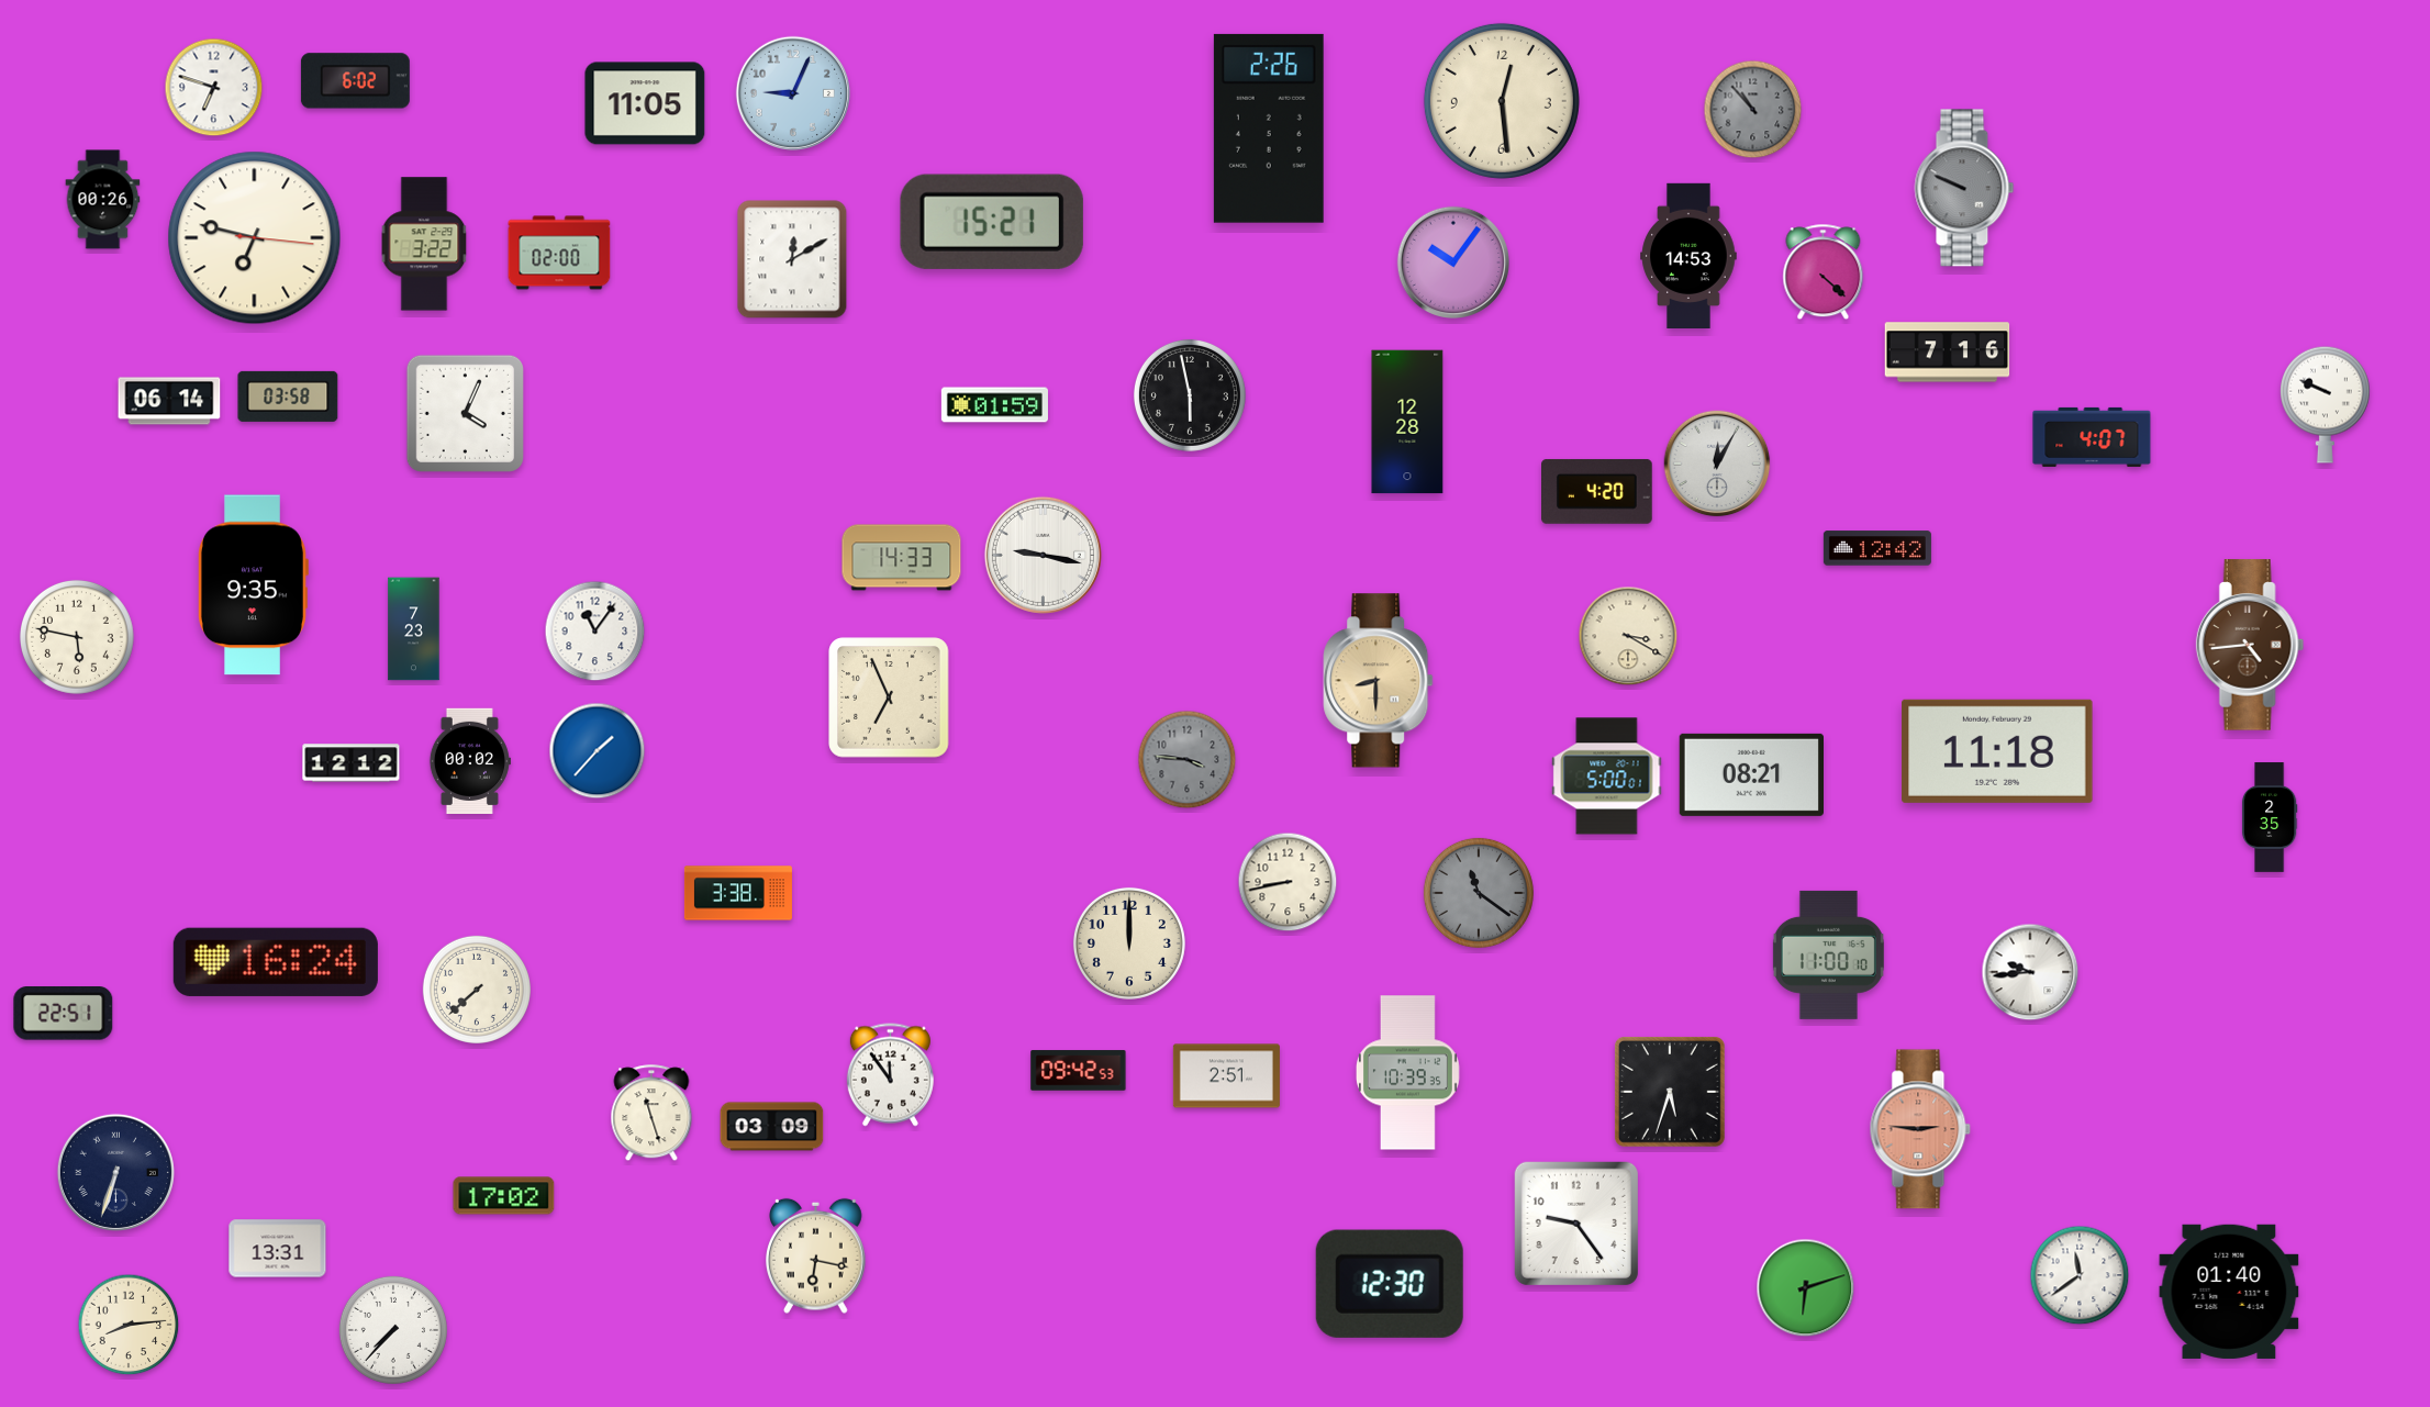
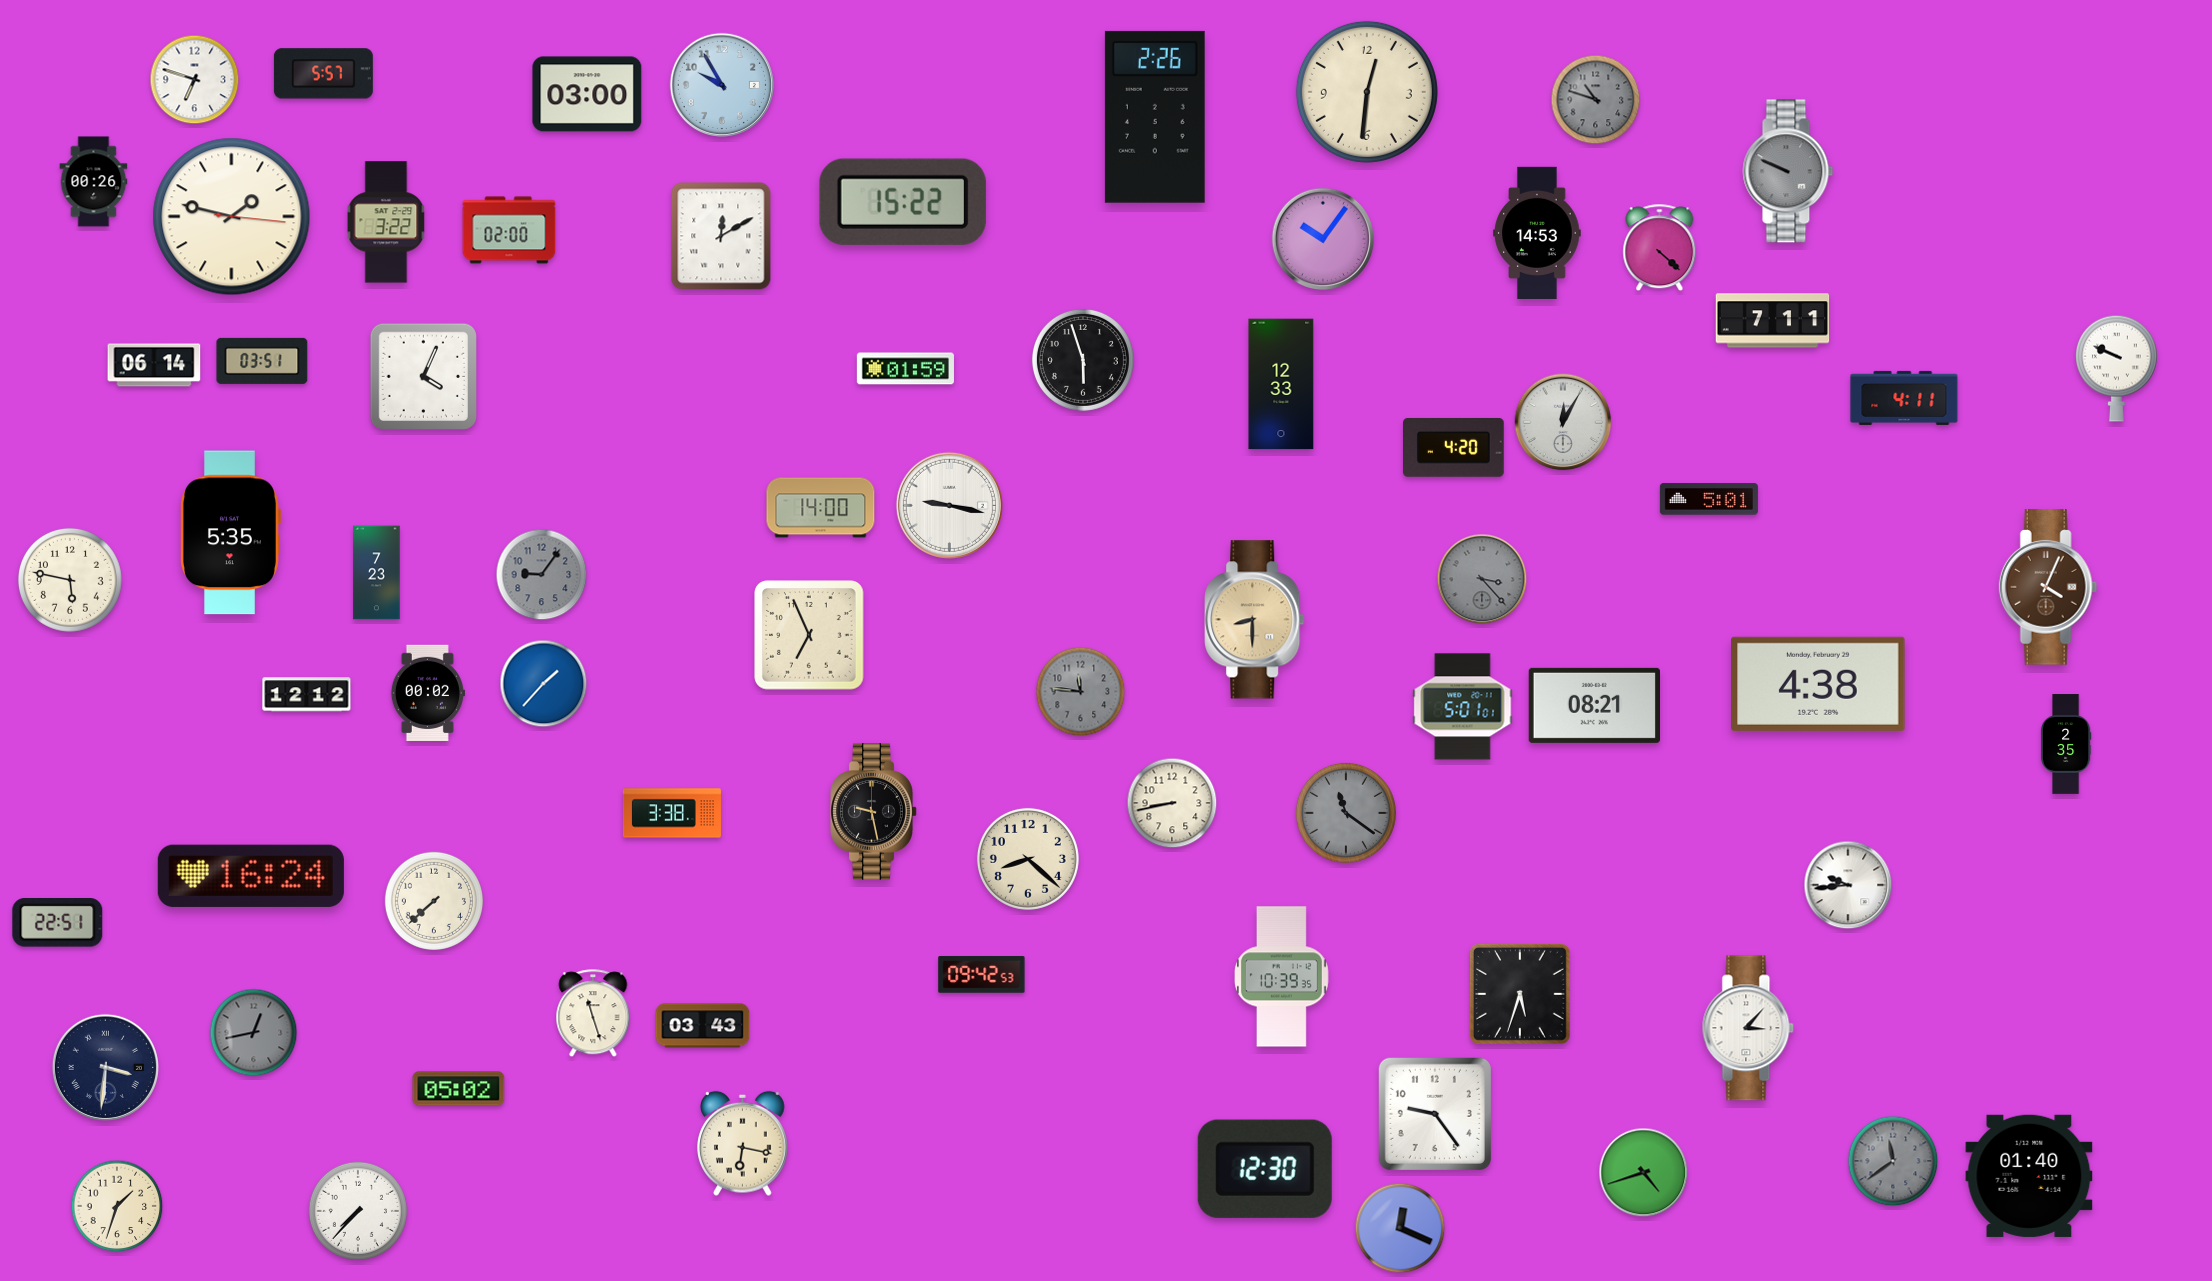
clock at (355, 81): 6:02 -> 5:57
clock at (793, 93): 9:04 -> 9:55
clock at (1502, 101): 12:29 -> 12:31
clock at (645, 103): 11:05 -> 03:00
clock at (1753, 110): 10:53 -> 10:48
clock at (992, 222): 15:21 -> 15:22
clock at (255, 238): 6:47 -> 1:47
clock at (1948, 353): 7:16 -> 7:11
clock at (1190, 395): 5:58 -> 5:57
clock at (288, 397): 03:58 -> 03:51
clock at (1407, 422): 12:28 -> 12:33
clock at (2092, 437): 4:07 -> 4:11
clock at (1877, 548): 12:42 -> 5:01
clock at (902, 558): 14:33 -> 14:00
clock at (254, 585): 9:35 -> 5:35
clock at (595, 632): 11:06 -> 9:06
clock at (595, 632) dial: white -> grey
clock at (1628, 636): 3:20 -> 3:23
clock at (1628, 636) dial: cream -> grey
clock at (2250, 645): 4:44 -> 4:04
clock at (1997, 751): 11:18 -> 4:38
clock at (1188, 760): 3:46 -> 11:46
clock at (352, 763) position: (352, 763) -> (307, 695)
clock at (1607, 777): 5:00 -> 5:01
clock at (874, 812): none -> 9:28
clock at (1129, 943): 12:00 -> 8:22
clock at (1828, 954): 11:00 -> none
clock at (890, 1075): 11:54 -> none
clock at (1226, 1076): 2:51 -> none
clock at (772, 1127): 03:09 -> 03:43
clock at (1920, 1129): 2:46 -> 3:07
clock at (1920, 1129) dial: salmon -> white
clock at (254, 1033): none -> 12:43
clock at (115, 1172): 6:33 -> 3:31
clock at (504, 1196): 17:02 -> 05:02
clock at (278, 1249): 13:31 -> none
clock at (2080, 1275) dial: white -> grey
clock at (1806, 1288): 6:12 -> 4:42
clock at (129, 1325): 8:14 -> 1:33
clock at (1400, 1228): none -> 12:19
